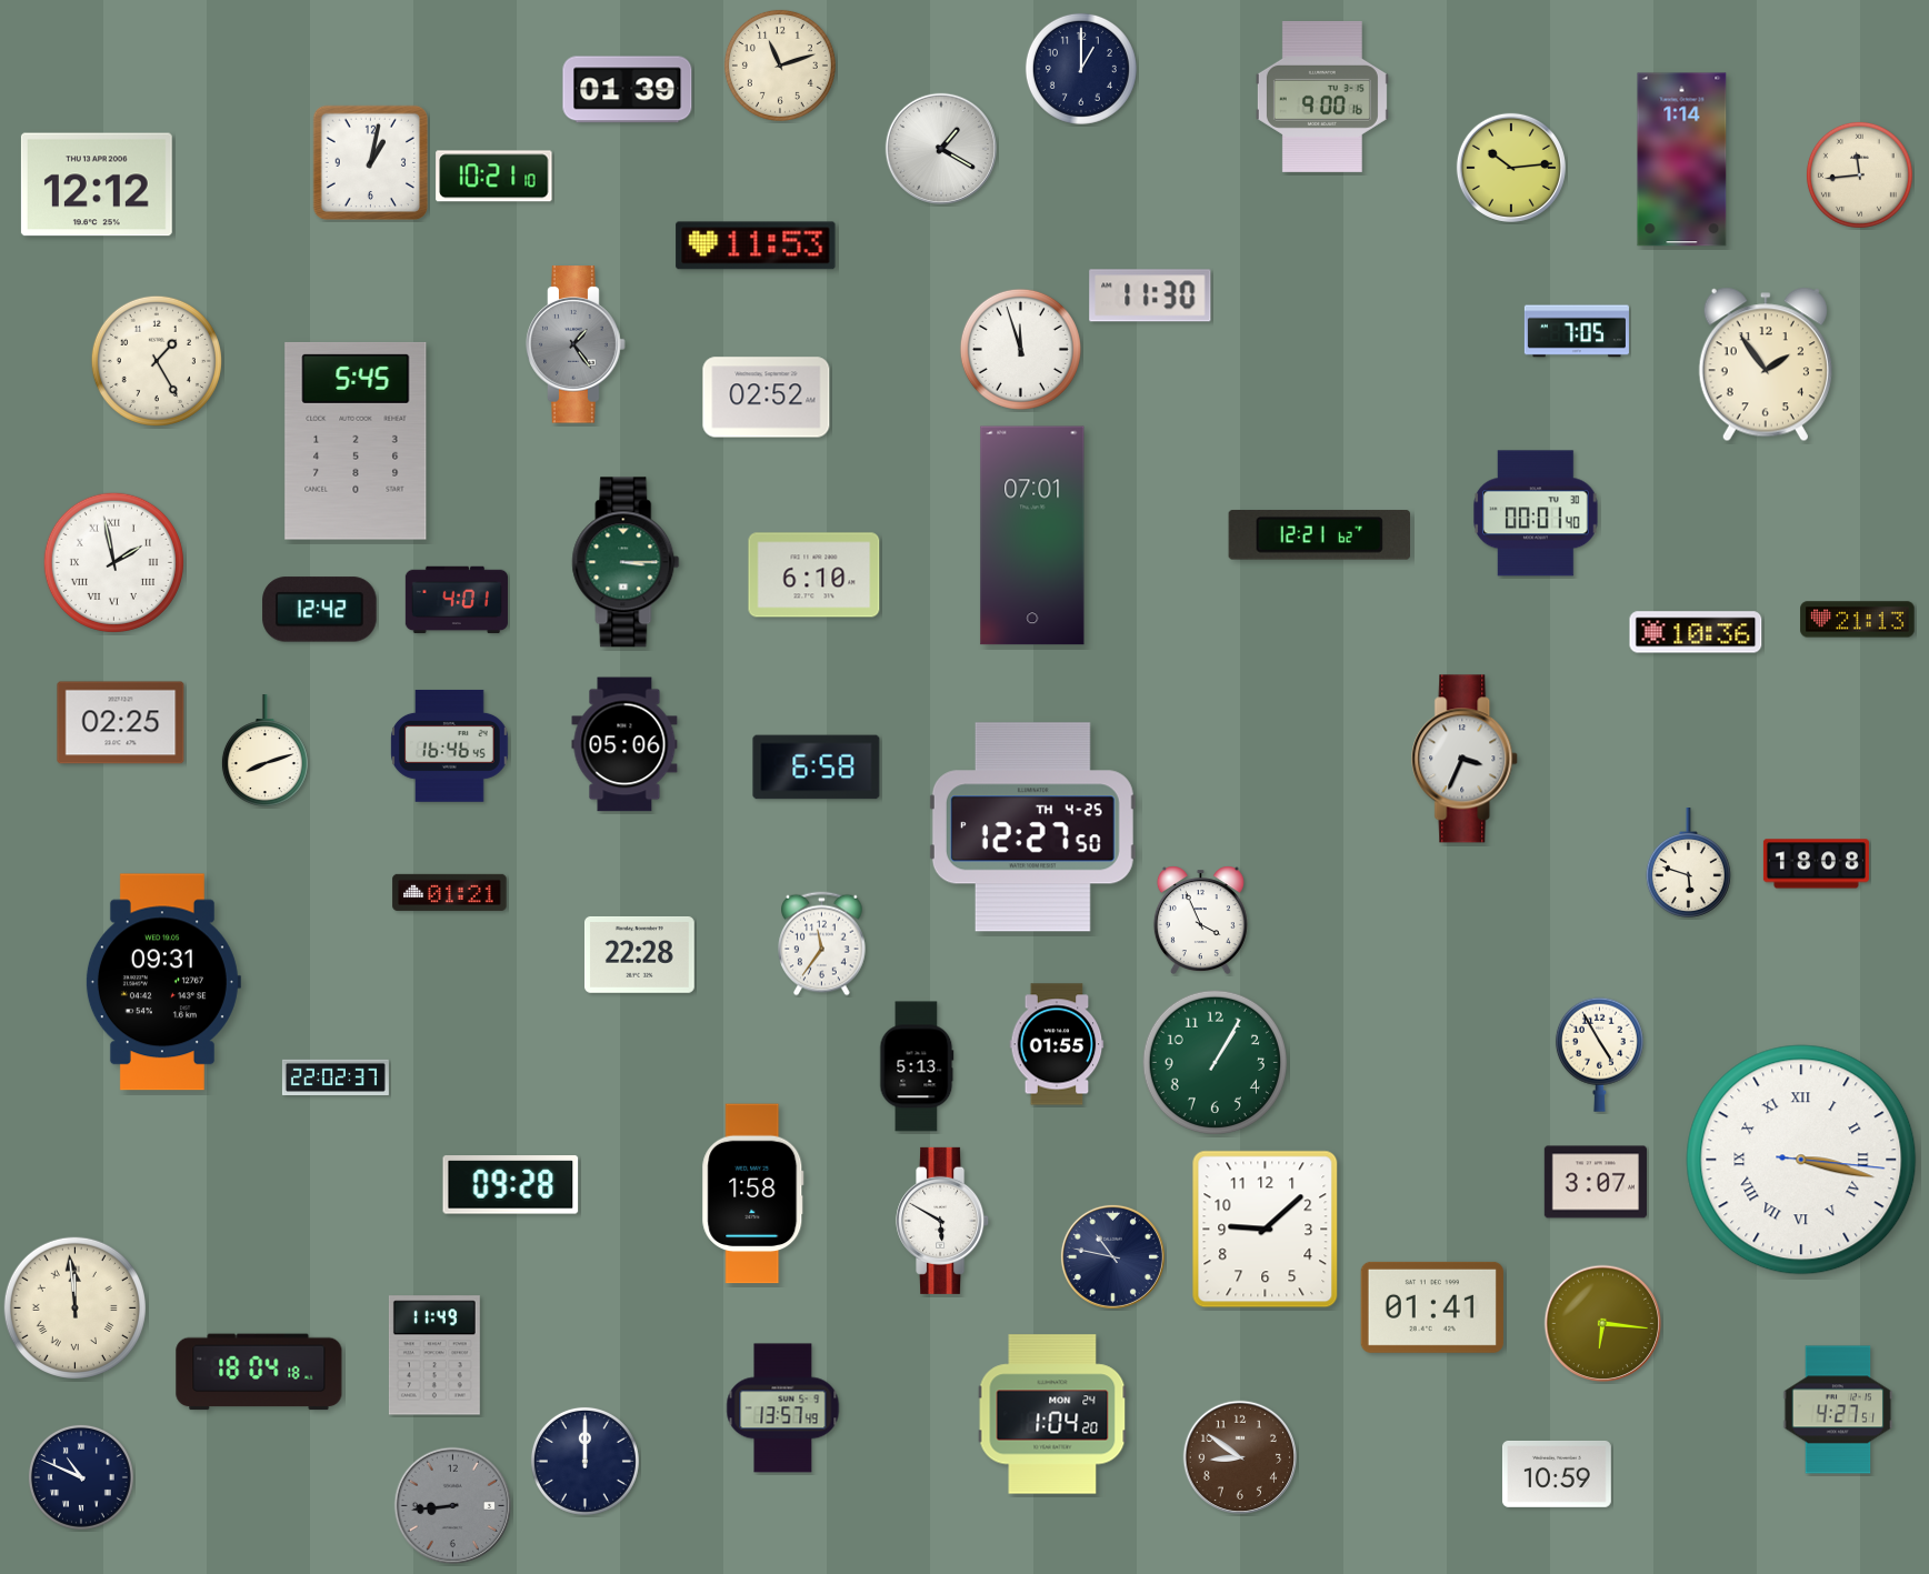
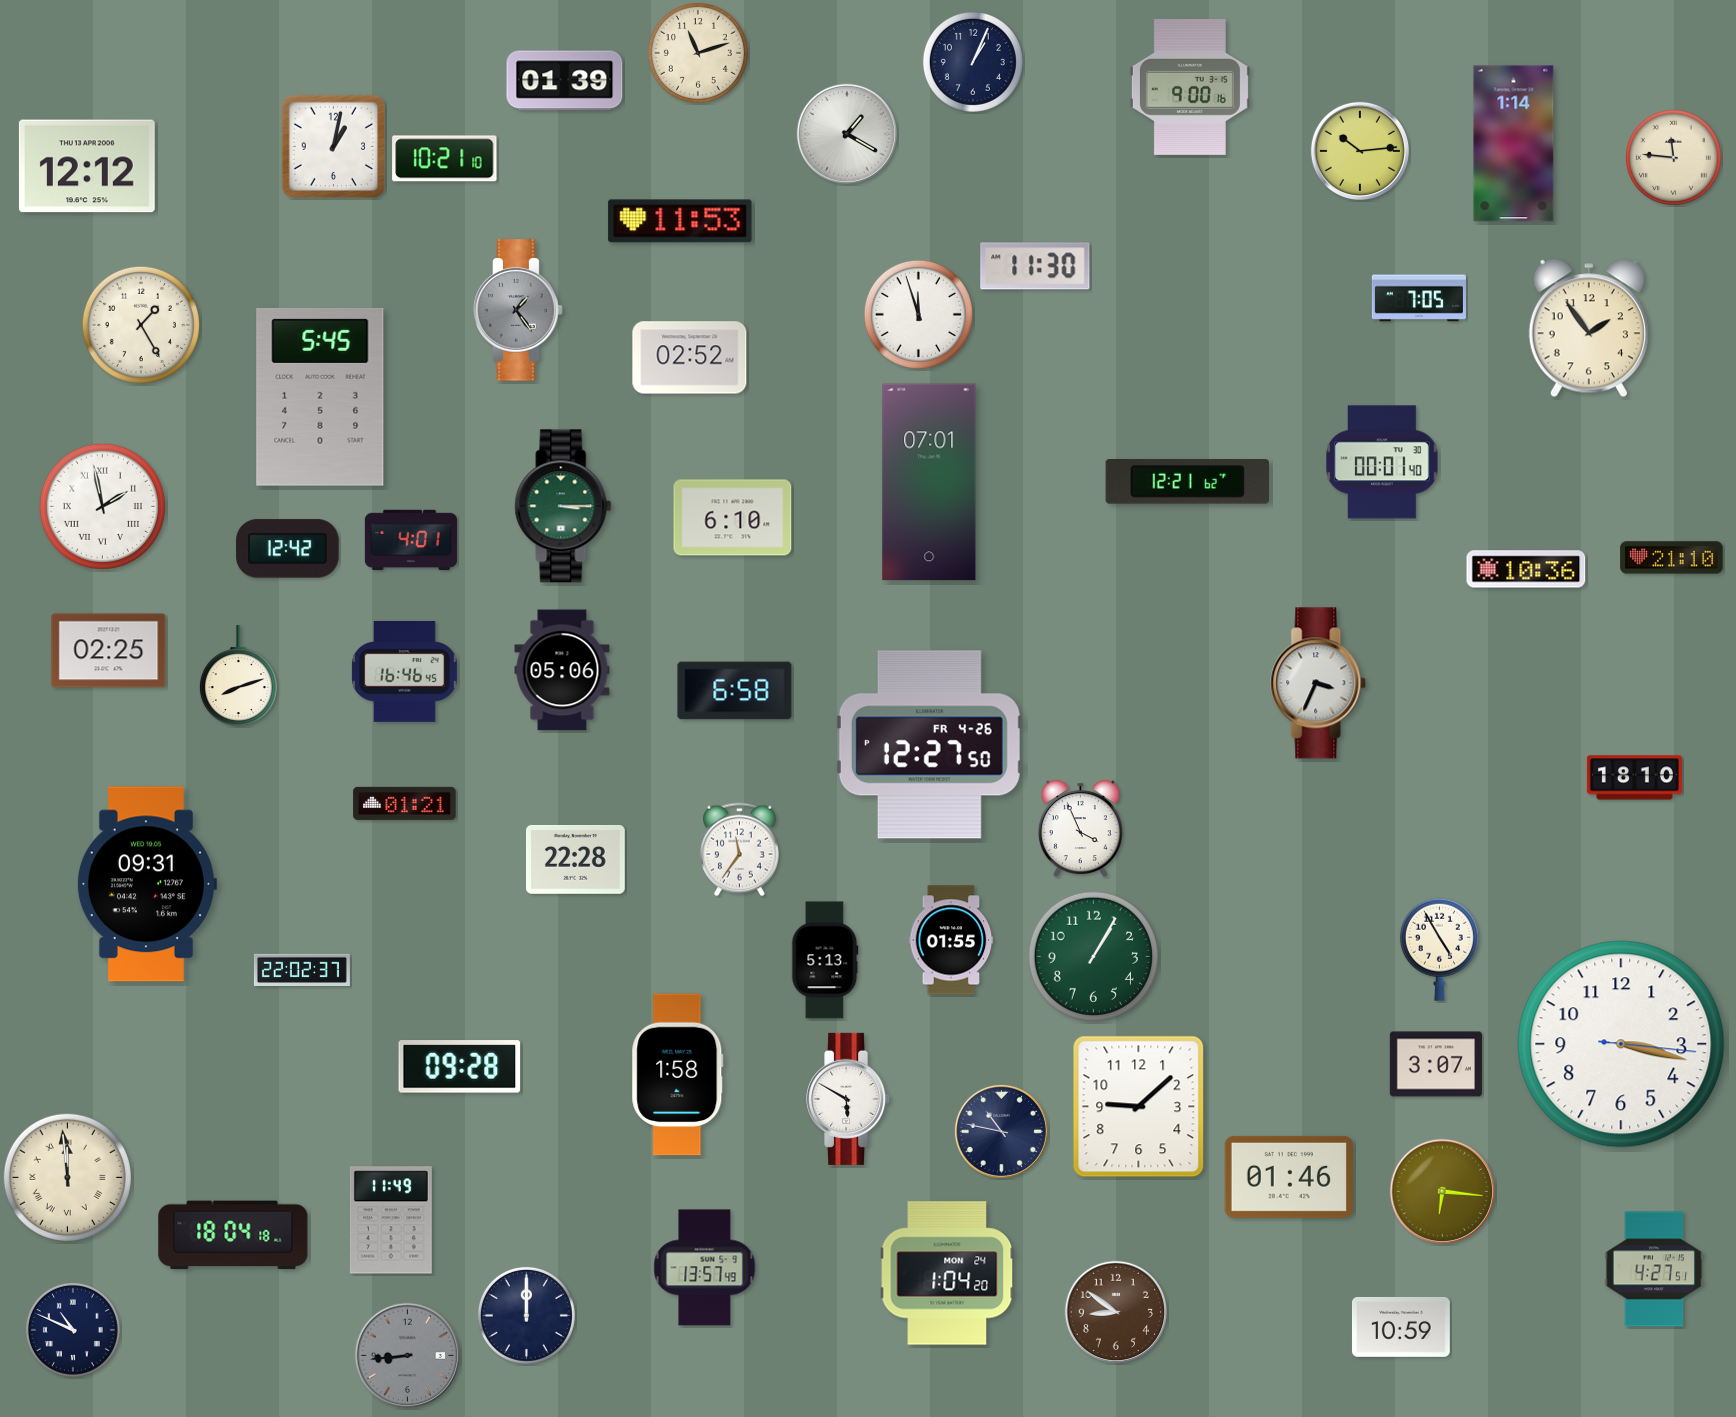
clock at (780, 66) position: (780, 66) -> (698, 53)
clock at (1081, 69): 1:00 -> 1:04
clock at (1859, 174): 11:44 -> 11:46
clock at (1858, 620): 21:13 -> 21:10
clock at (1032, 828) date: TH 4-25 -> FR 4-26
clock at (1688, 863): 5:48 -> none
clock at (1816, 864): 18:08 -> 18:10
clock at (1801, 1160) numerals: Roman -> Arabic
clock at (1432, 1307): 01:41 -> 01:46
